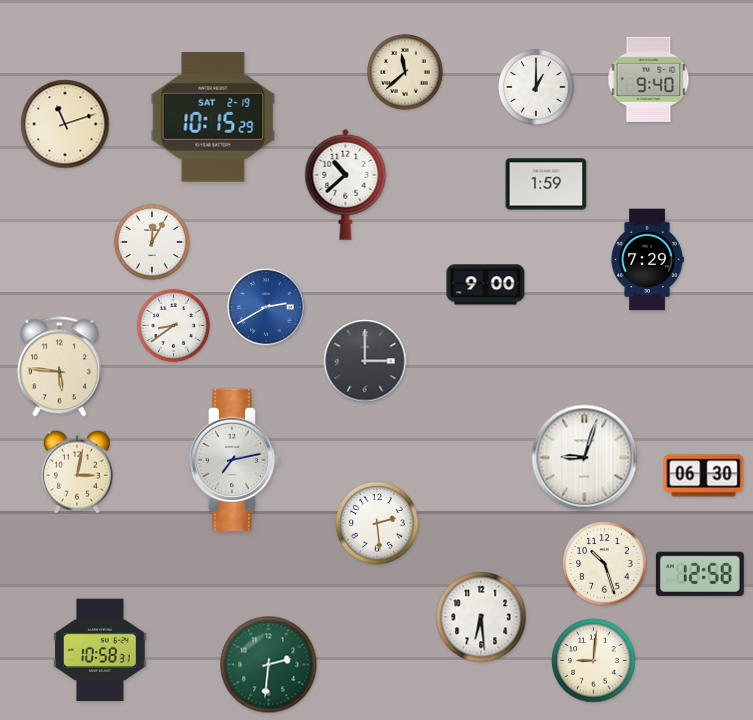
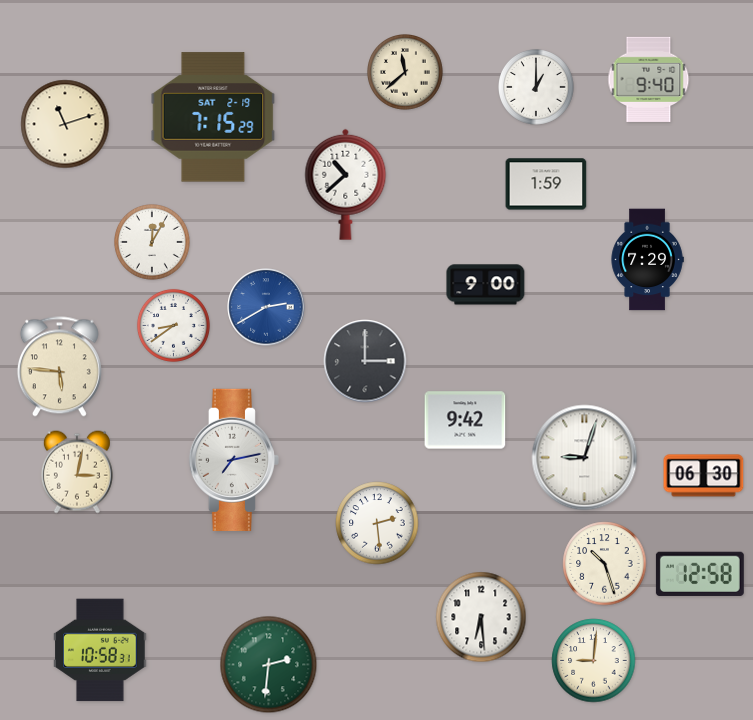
clock at (213, 117): 10:15 -> 7:15
clock at (465, 420): none -> 9:42
